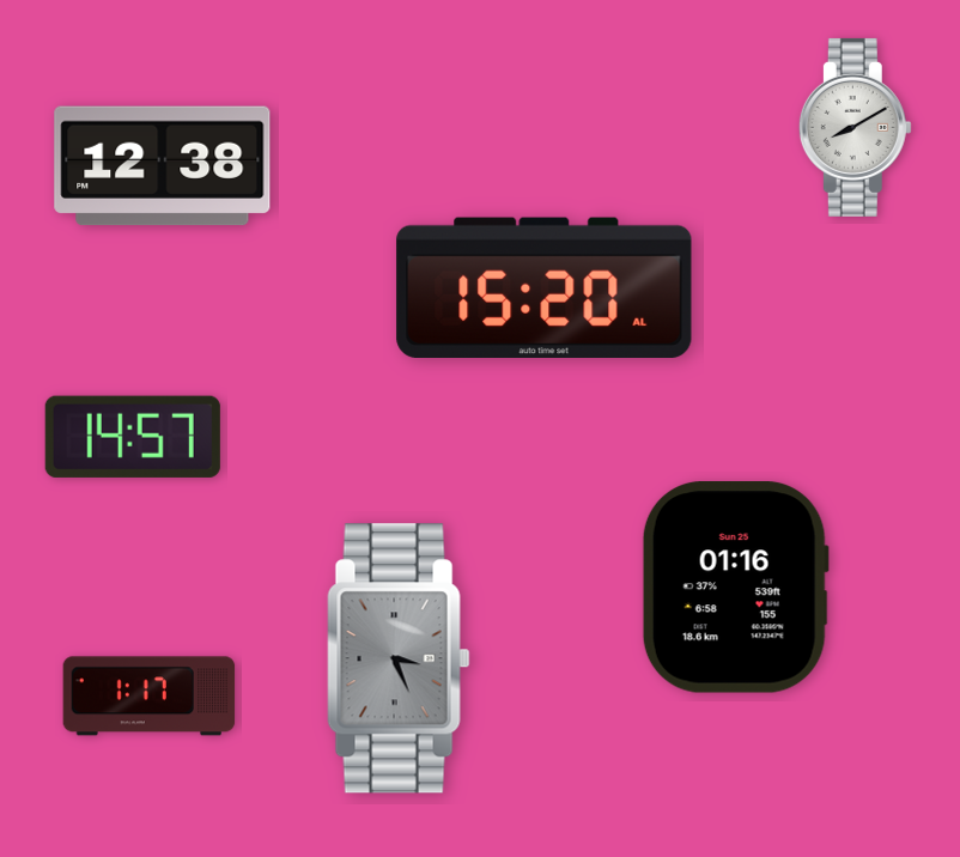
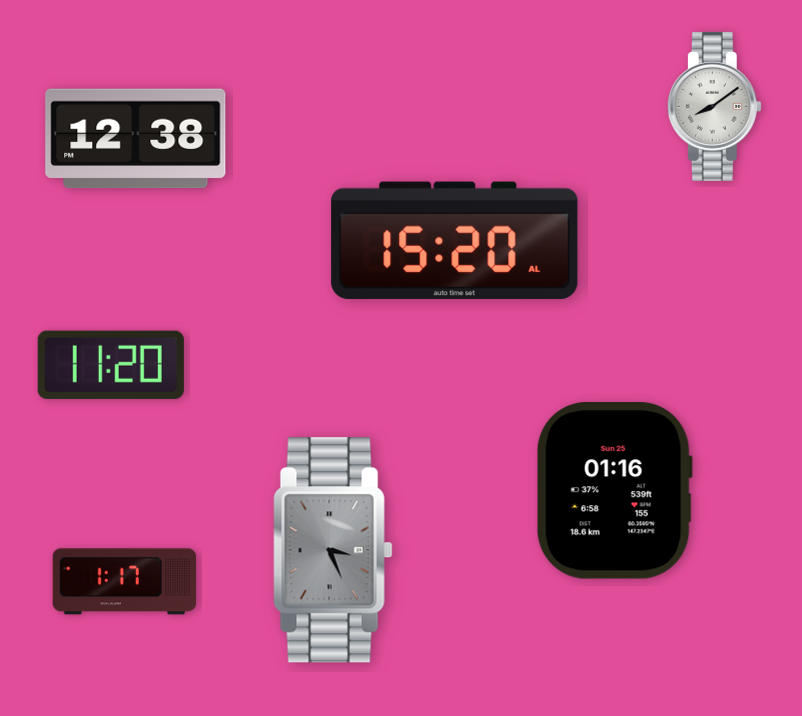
clock at (855, 127): 8:10 -> 8:09
clock at (133, 437): 14:57 -> 11:20
